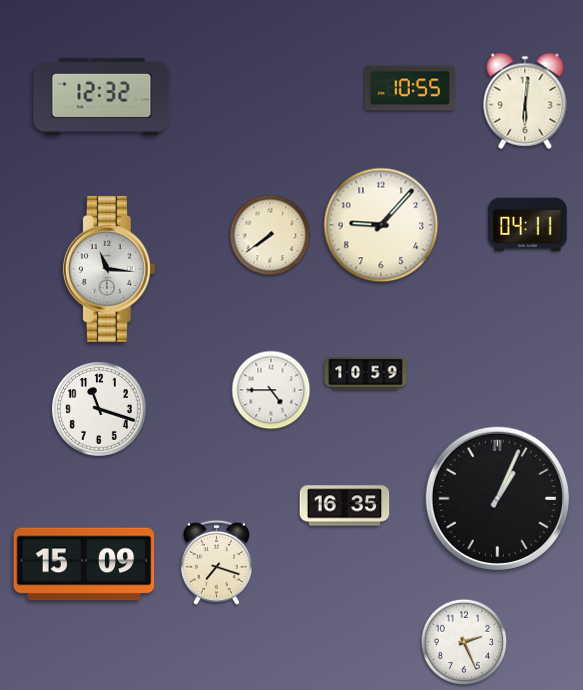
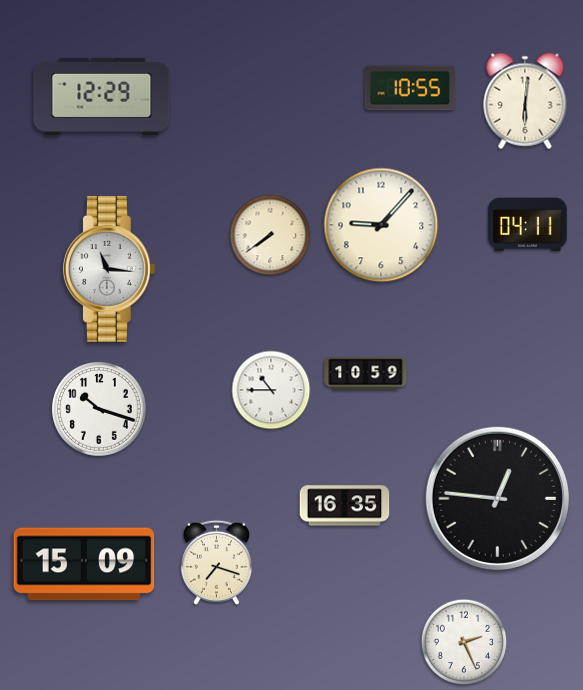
clock at (102, 96): 12:32 -> 12:29
clock at (271, 390): 4:45 -> 10:45
clock at (100, 410): 11:18 -> 10:18
clock at (497, 498): 1:04 -> 12:46
